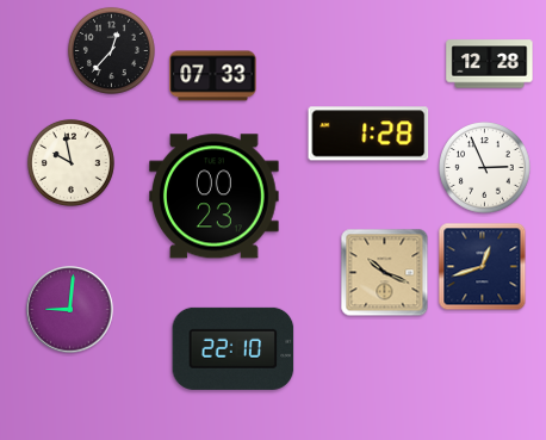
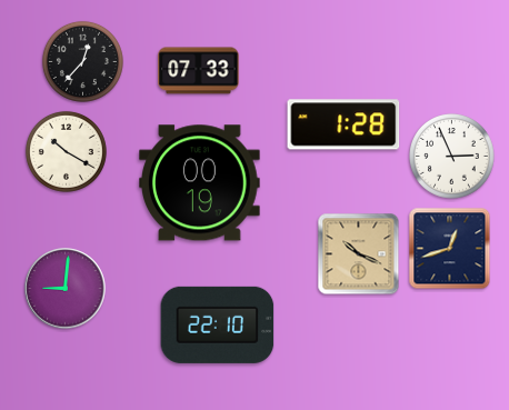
clock at (111, 50) position: (111, 50) -> (82, 61)
clock at (490, 64): 12:28 -> none
clock at (70, 162): 9:58 -> 10:20
clock at (215, 197): 00:23 -> 00:19
